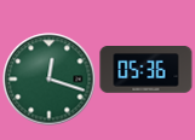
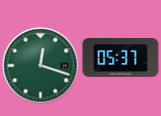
clock at (147, 70): 05:36 -> 05:37
